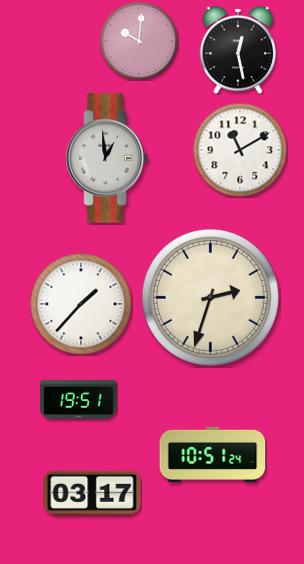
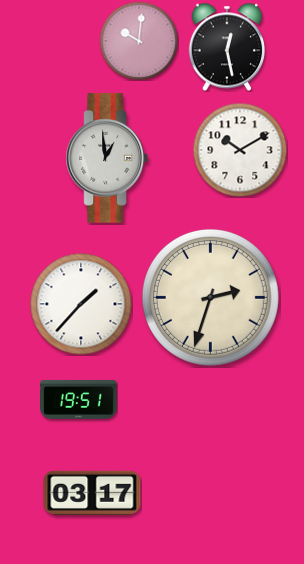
clock at (238, 50) position: (238, 50) -> (227, 47)
clock at (240, 150): 11:10 -> 10:10
clock at (213, 454): 10:51 -> none
